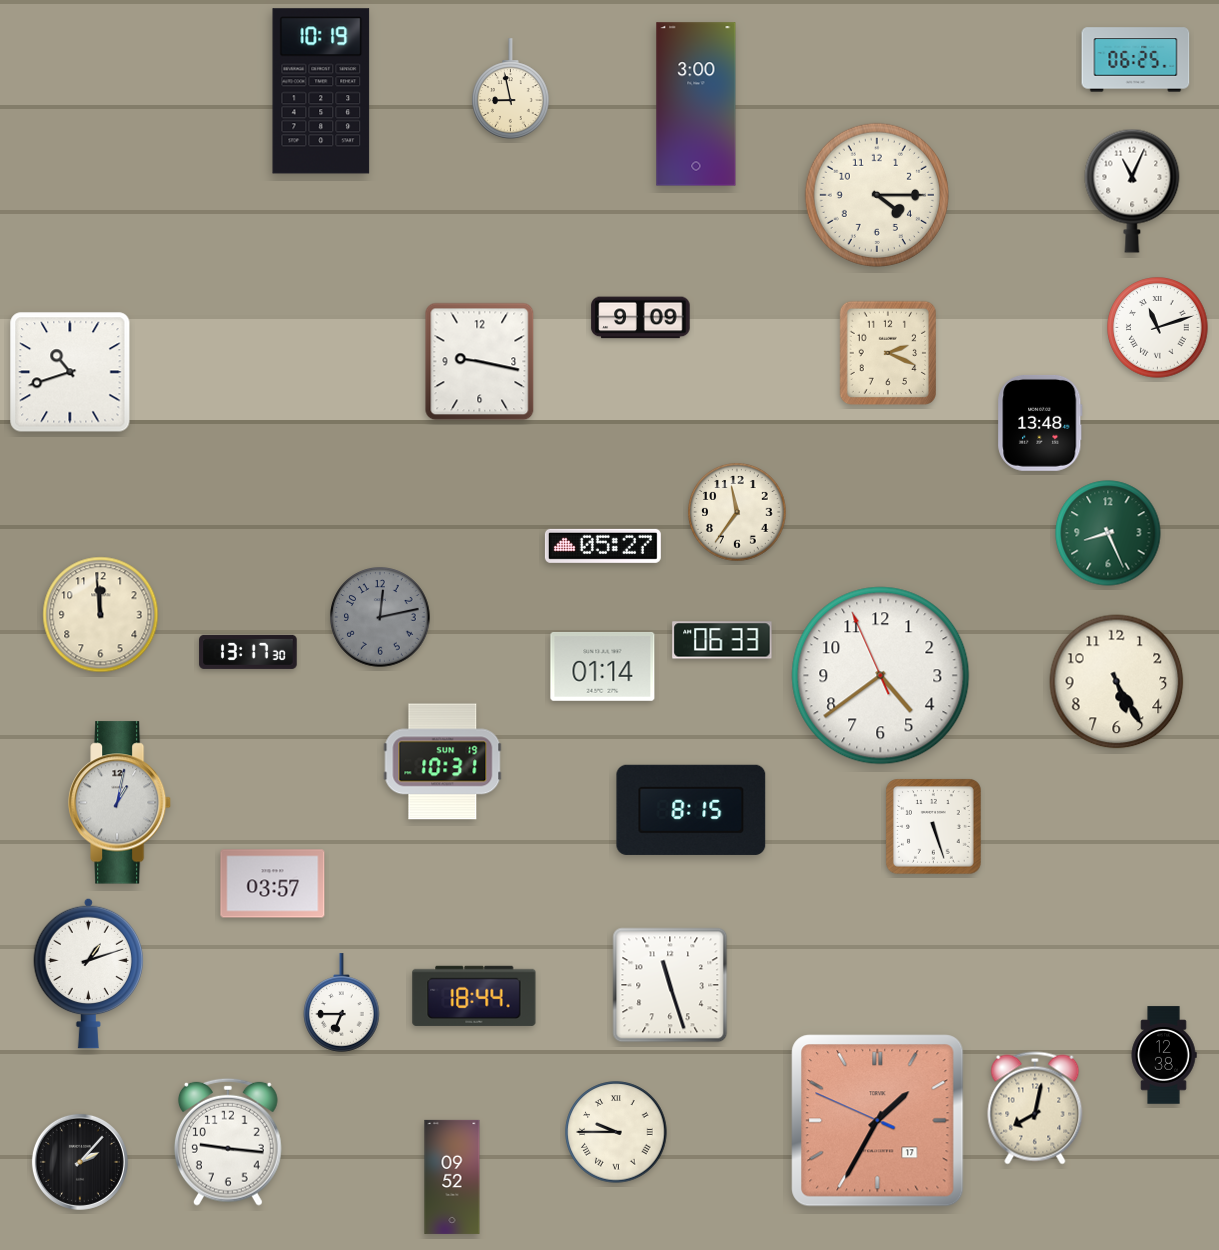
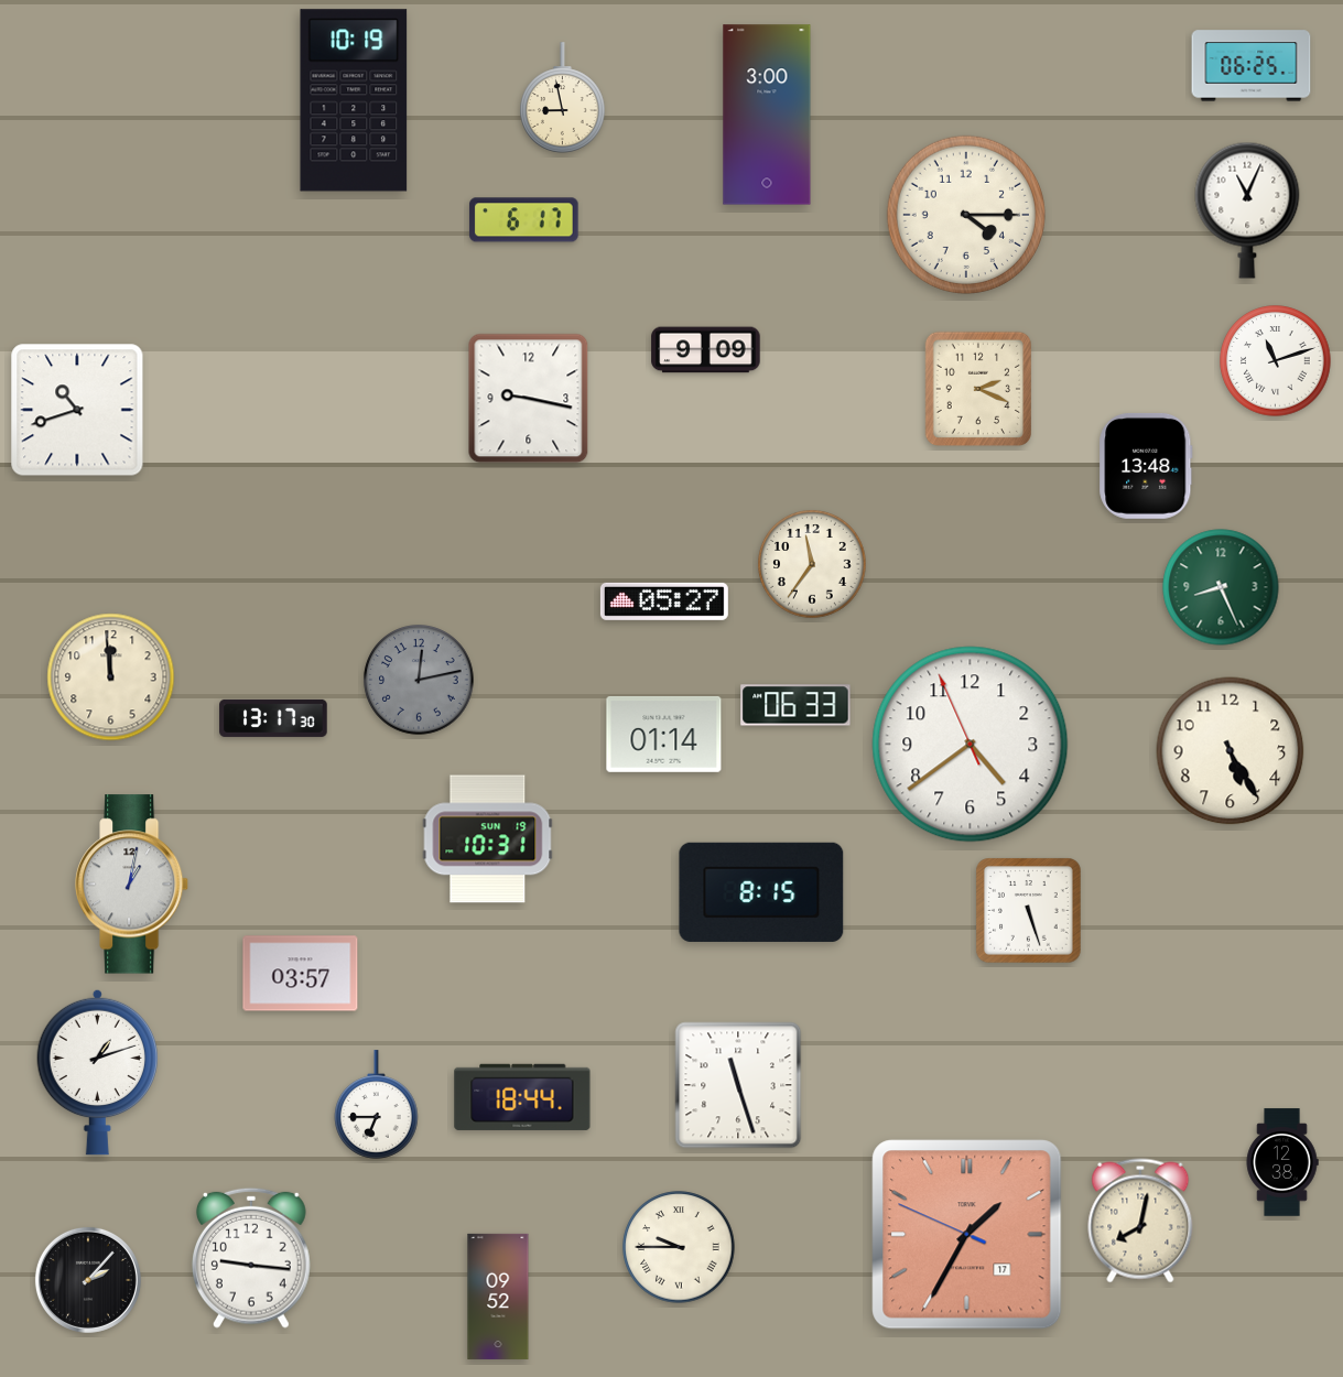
clock at (524, 220): none -> 6:17
